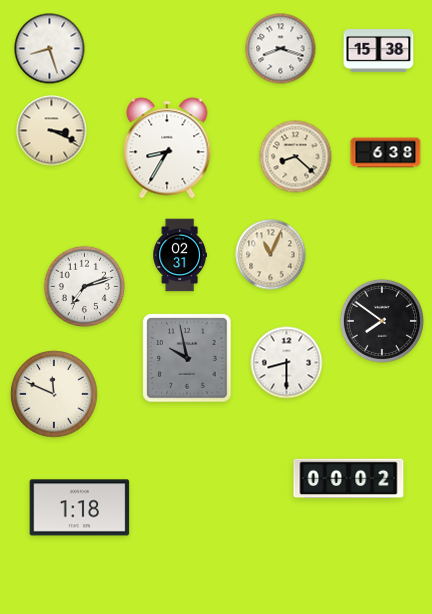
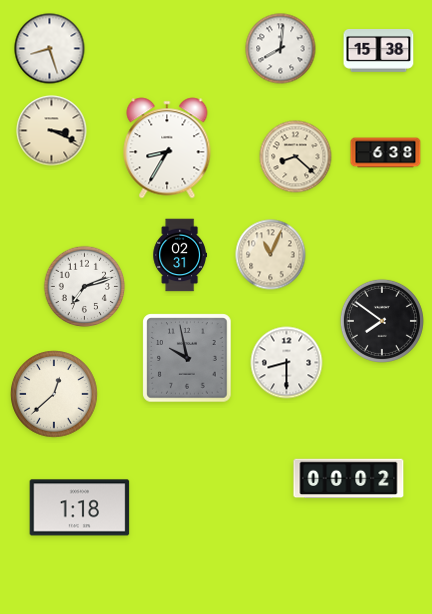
clock at (281, 49): 8:18 -> 8:01
clock at (54, 394): 11:49 -> 12:38
